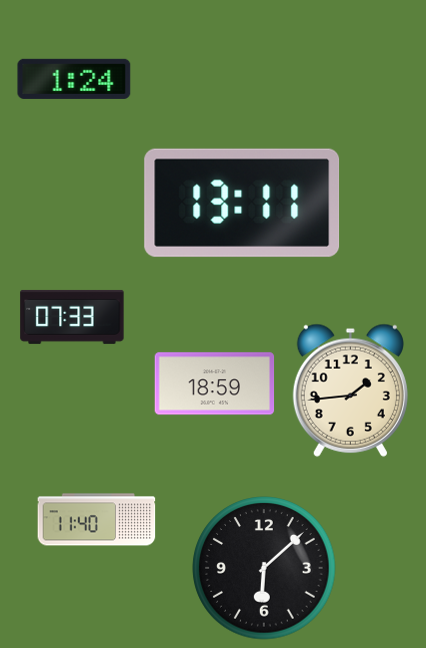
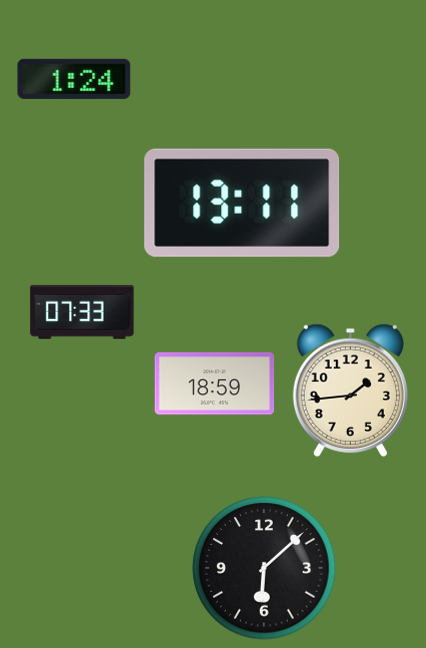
clock at (72, 317) position: (72, 317) -> (82, 312)
clock at (97, 520): 11:40 -> none
